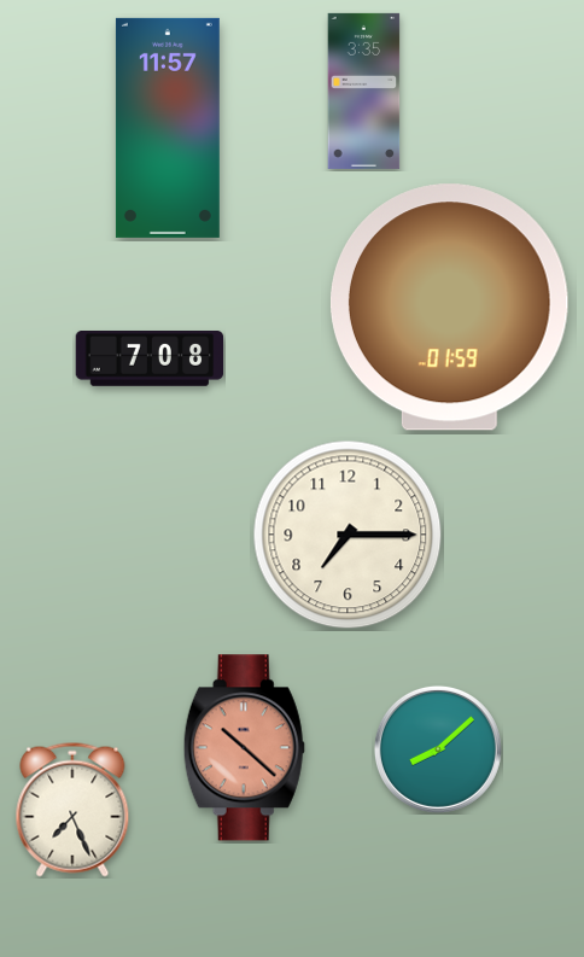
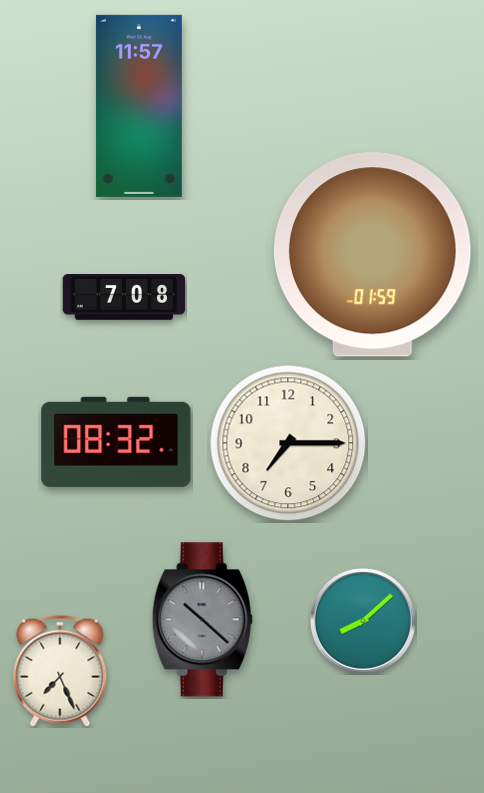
clock at (364, 91): 3:35 -> none
clock at (116, 442): none -> 08:32
clock at (244, 748) dial: salmon -> grey
